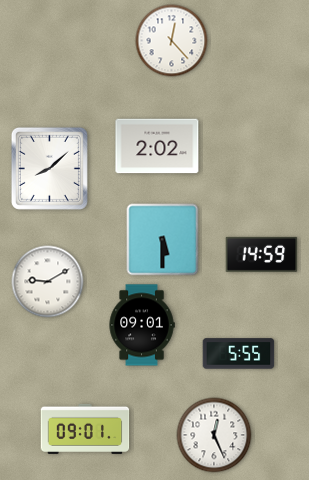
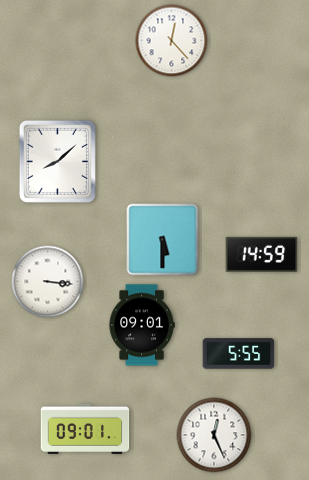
clock at (157, 146): 2:02 -> none
clock at (49, 168) position: (49, 168) -> (57, 161)
clock at (48, 282): 9:10 -> 3:16
